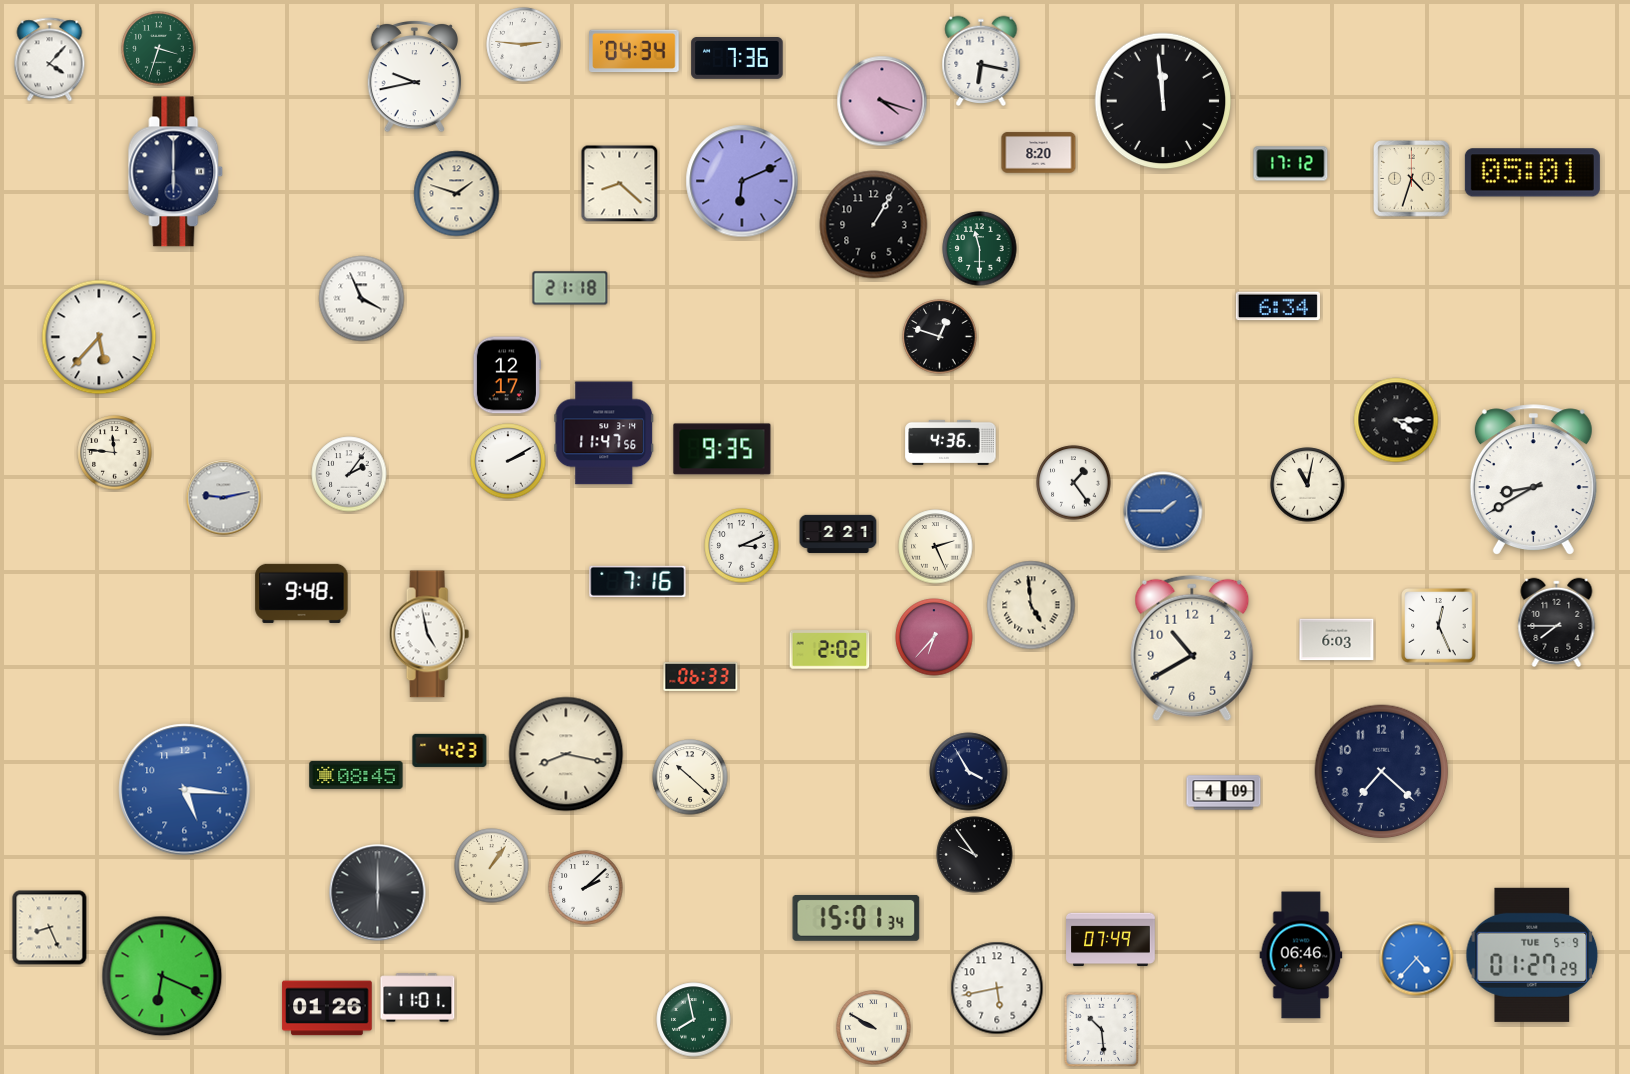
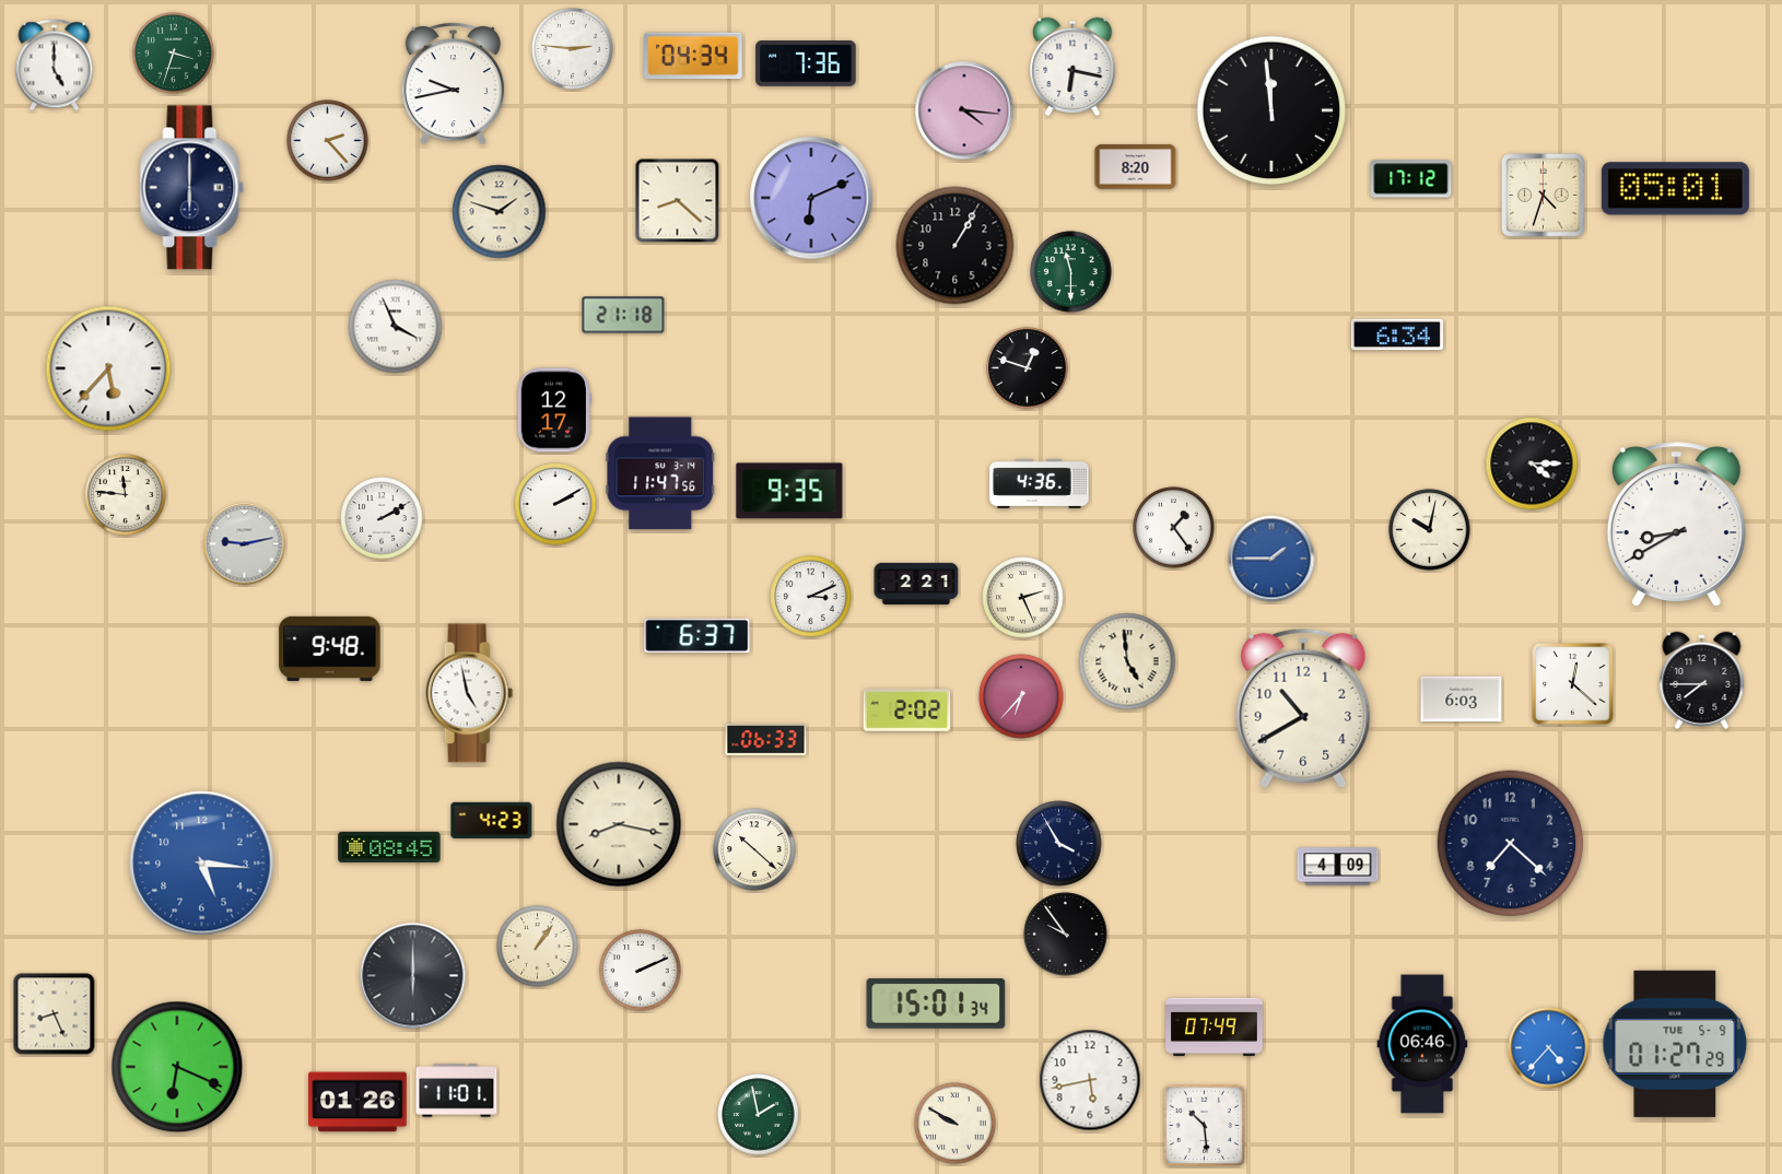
clock at (50, 60): 4:07 -> 5:00
clock at (882, 101): 4:18 -> 4:16
clock at (328, 141): none -> 2:23
clock at (1396, 420) position: (1396, 420) -> (1532, 463)
clock at (349, 474): 2:06 -> 2:10
clock at (1308, 485): 11:02 -> 10:02
clock at (638, 581): 7:16 -> 6:37
clock at (1439, 626): 12:26 -> 12:22
clock at (586, 888): 2:08 -> 2:11
clock at (694, 1020): 7:58 -> 1:58
